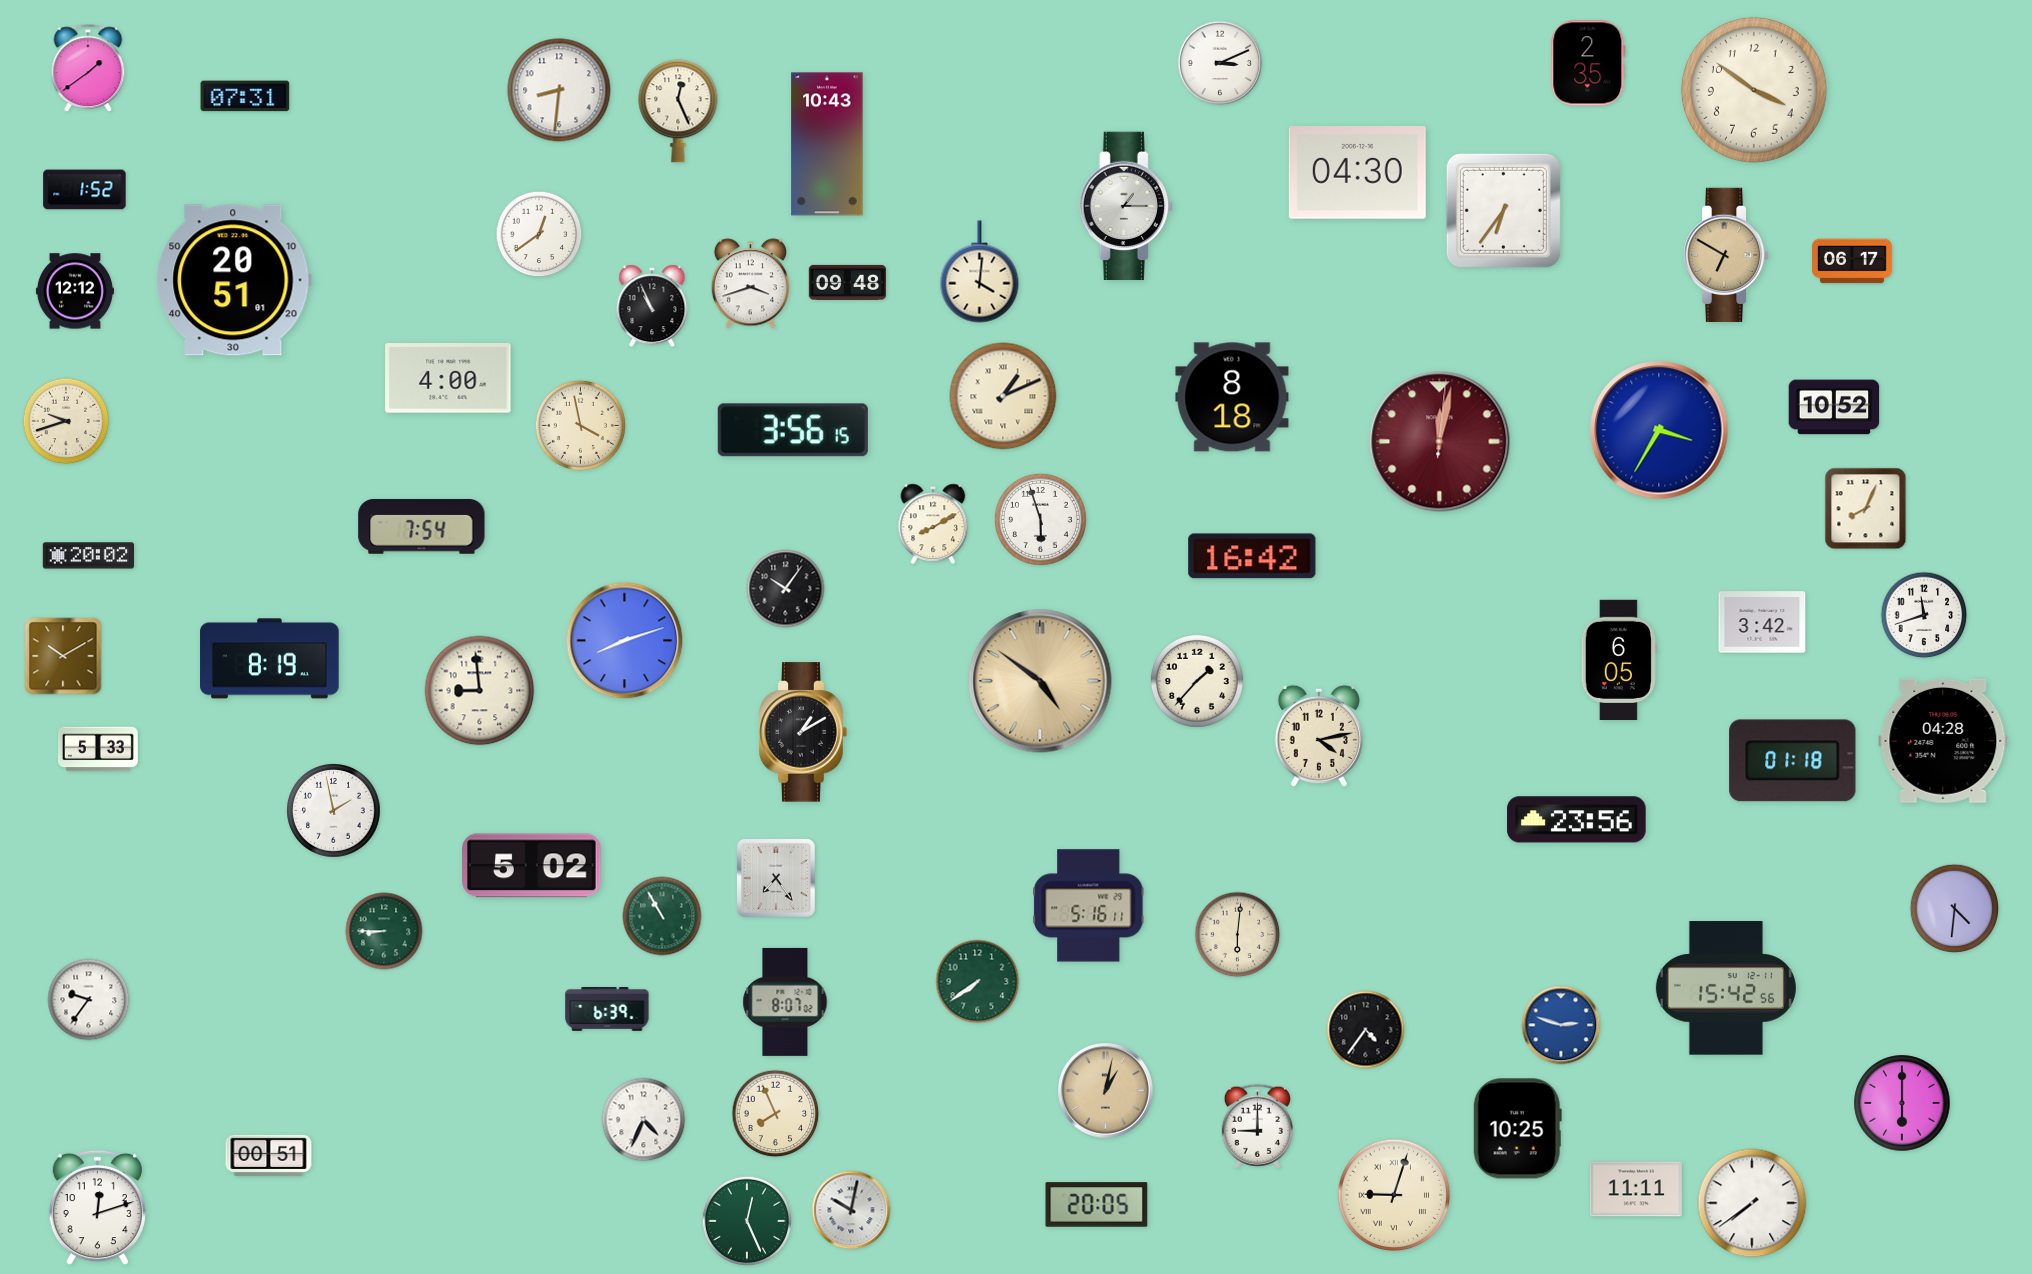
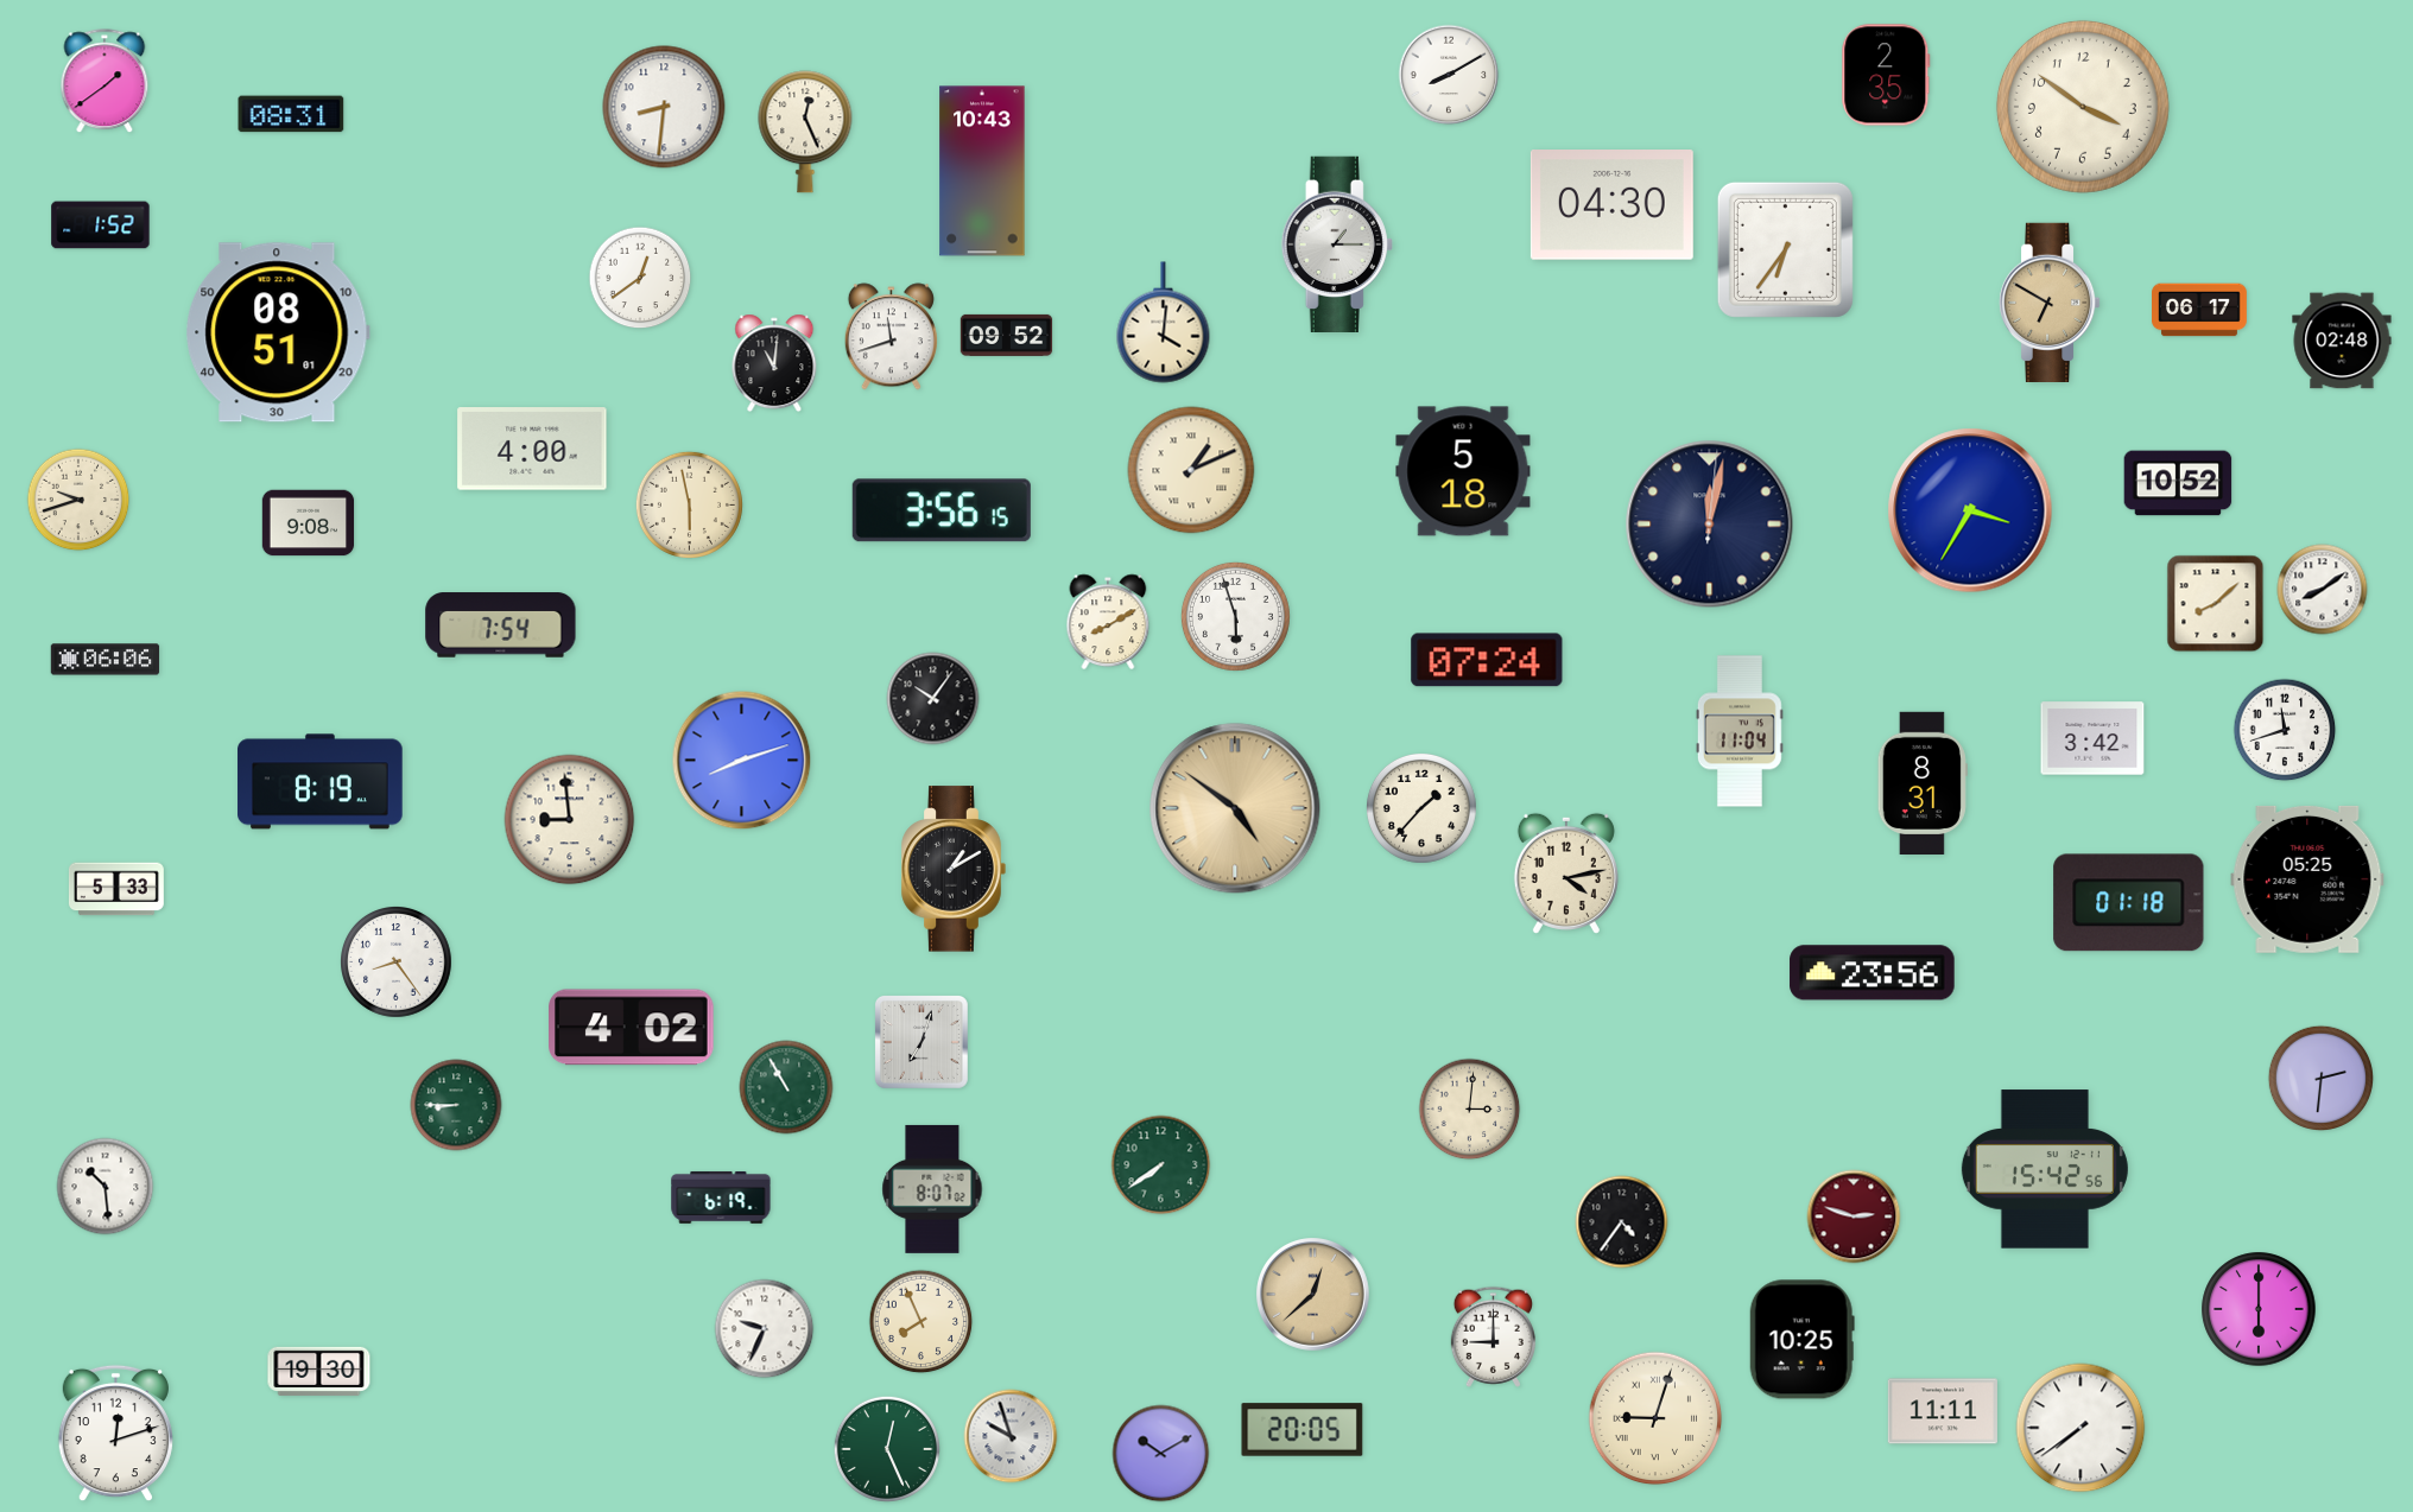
clock at (1220, 63): 3:11 -> 8:10
clock at (245, 96): 07:31 -> 08:31
clock at (234, 280): 20:51 -> 08:51
clock at (848, 282): 09:48 -> 09:52
clock at (750, 284): 3:42 -> 11:42
clock at (2342, 341): none -> 02:48
clock at (75, 291): 12:12 -> none
clock at (652, 306): 10:56 -> 11:01
clock at (1232, 397): 8:18 -> 5:18
clock at (580, 425): 3:58 -> 5:58
clock at (309, 523): none -> 9:08
clock at (1440, 442) dial: burgundy -> navy
clock at (2323, 590): none -> 8:09
clock at (1866, 509): 8:04 -> 8:08
clock at (89, 556): 20:02 -> 06:06
clock at (1252, 556): 16:42 -> 07:24
clock at (1740, 731): none -> 11:04
clock at (63, 656): 10:10 -> none
clock at (1619, 659): 6:05 -> 8:31
clock at (1943, 741): 04:28 -> 05:25
clock at (334, 811): 1:58 -> 8:24
clock at (532, 866): 5:02 -> 4:02
clock at (776, 878): 7:24 -> 7:03
clock at (1089, 906): 5:16 -> none
clock at (1954, 908): 4:31 -> 2:31
clock at (1238, 935): 6:01 -> 3:01
clock at (1726, 988) position: (1726, 988) -> (2045, 1169)
clock at (89, 1000): 9:36 -> 10:29
clock at (607, 1009): 6:39 -> 6:19
clock at (1561, 1025) dial: blue -> burgundy
clock at (1106, 1091): 1:02 -> 12:38
clock at (644, 1120): 4:34 -> 9:34
clock at (269, 1155): 00:51 -> 19:30
clock at (851, 1210): 10:02 -> 9:57
clock at (1161, 1454): none -> 10:10
